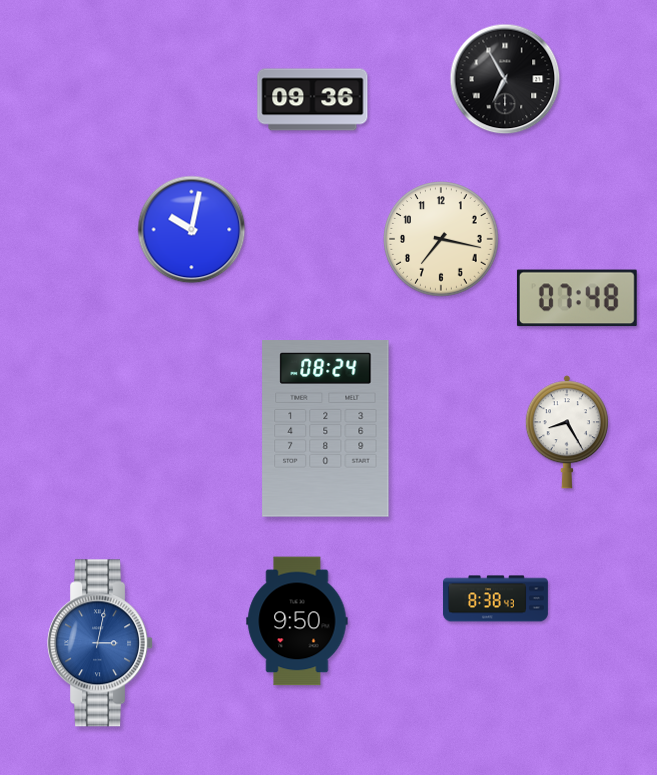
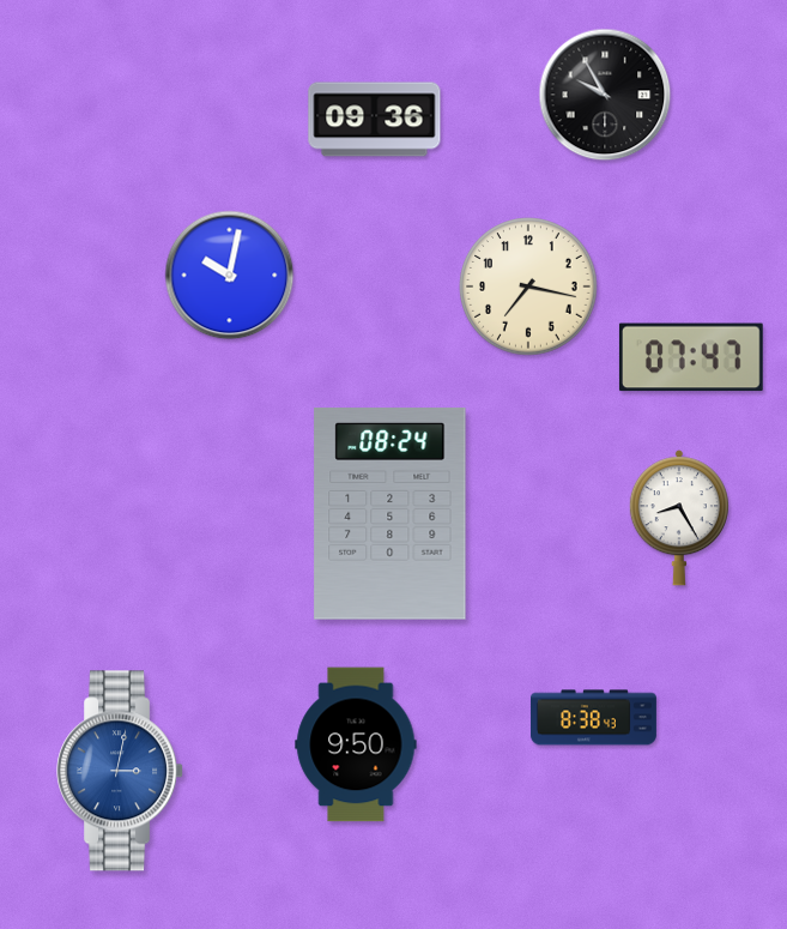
clock at (505, 79): 6:55 -> 9:55
clock at (577, 298): 07:48 -> 07:47
